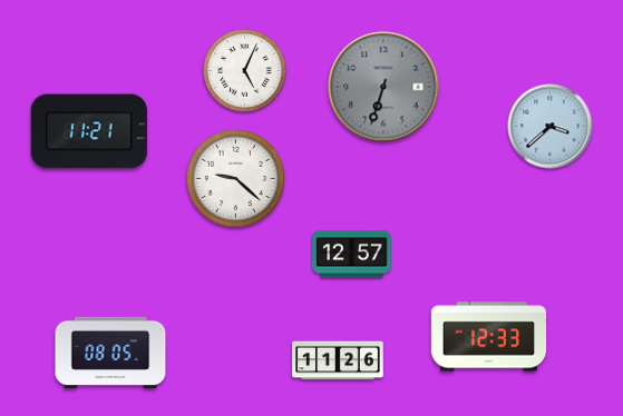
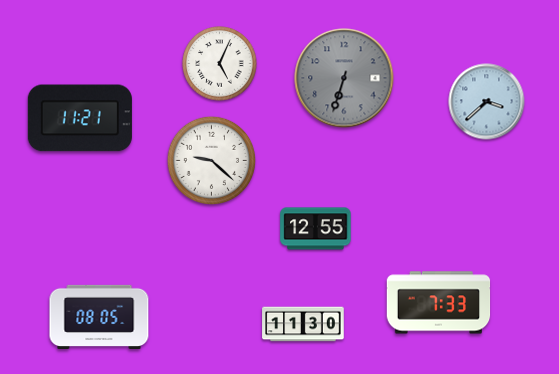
clock at (551, 127) position: (551, 127) -> (487, 102)
clock at (352, 255): 12:57 -> 12:55
clock at (489, 337): 12:33 -> 7:33
clock at (338, 360): 11:26 -> 11:30
